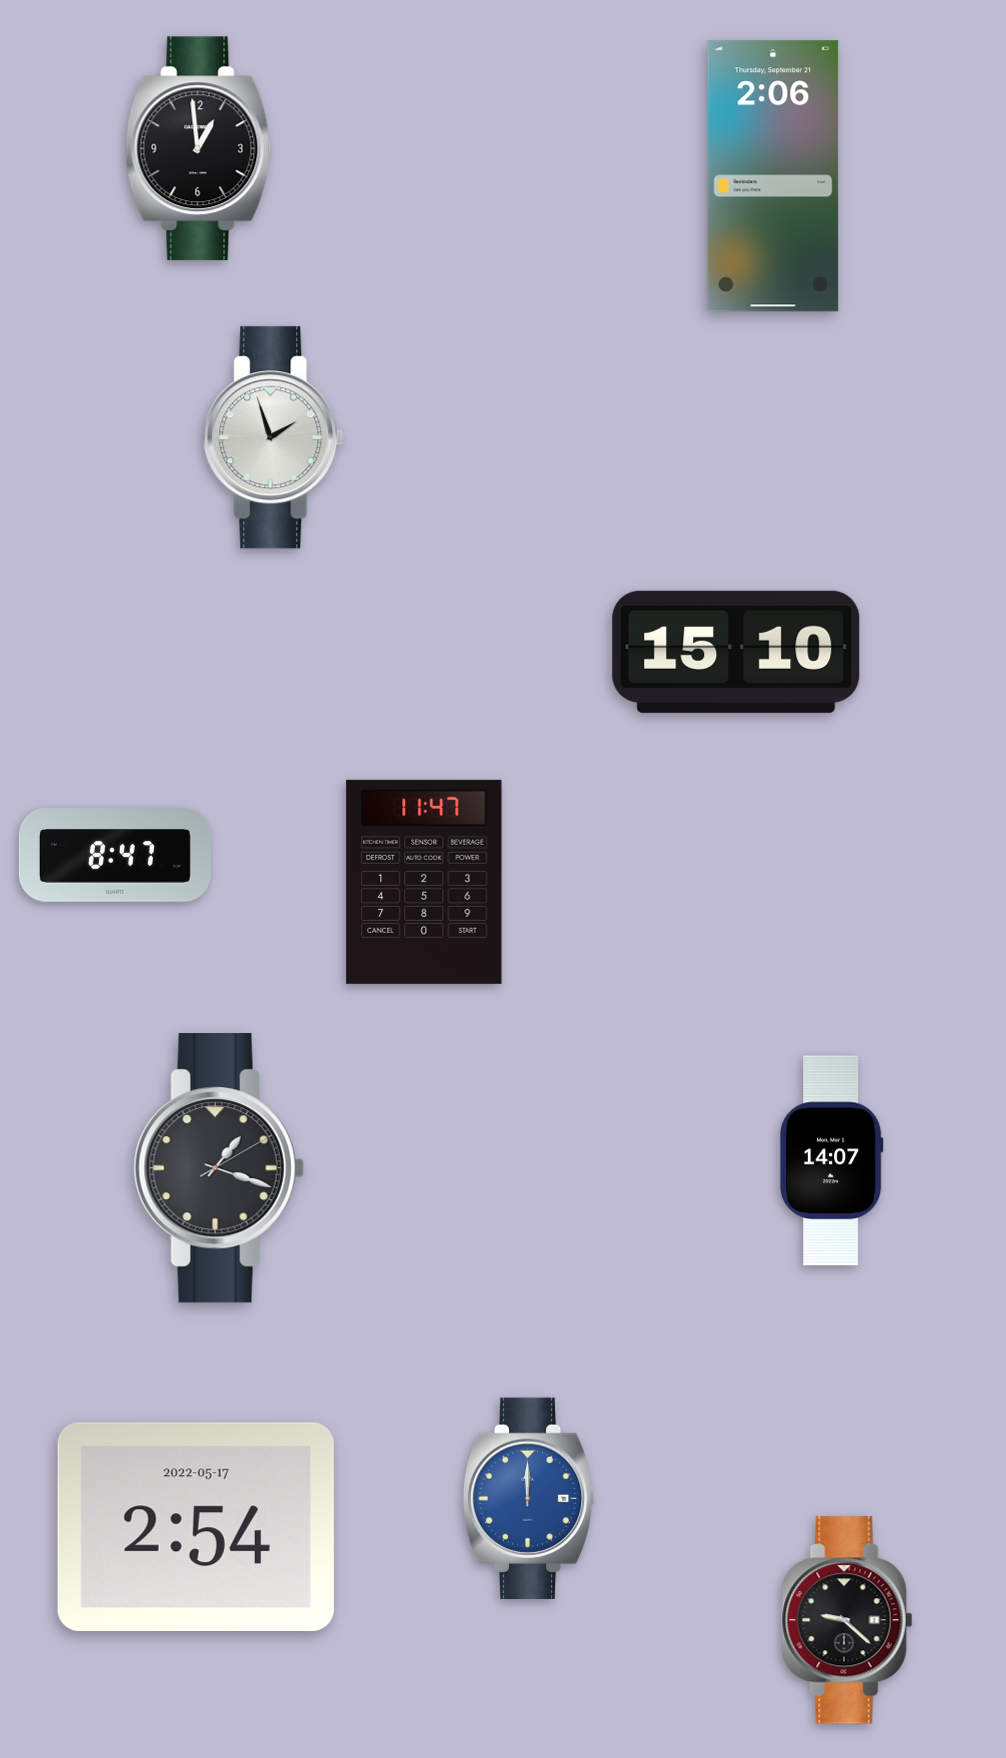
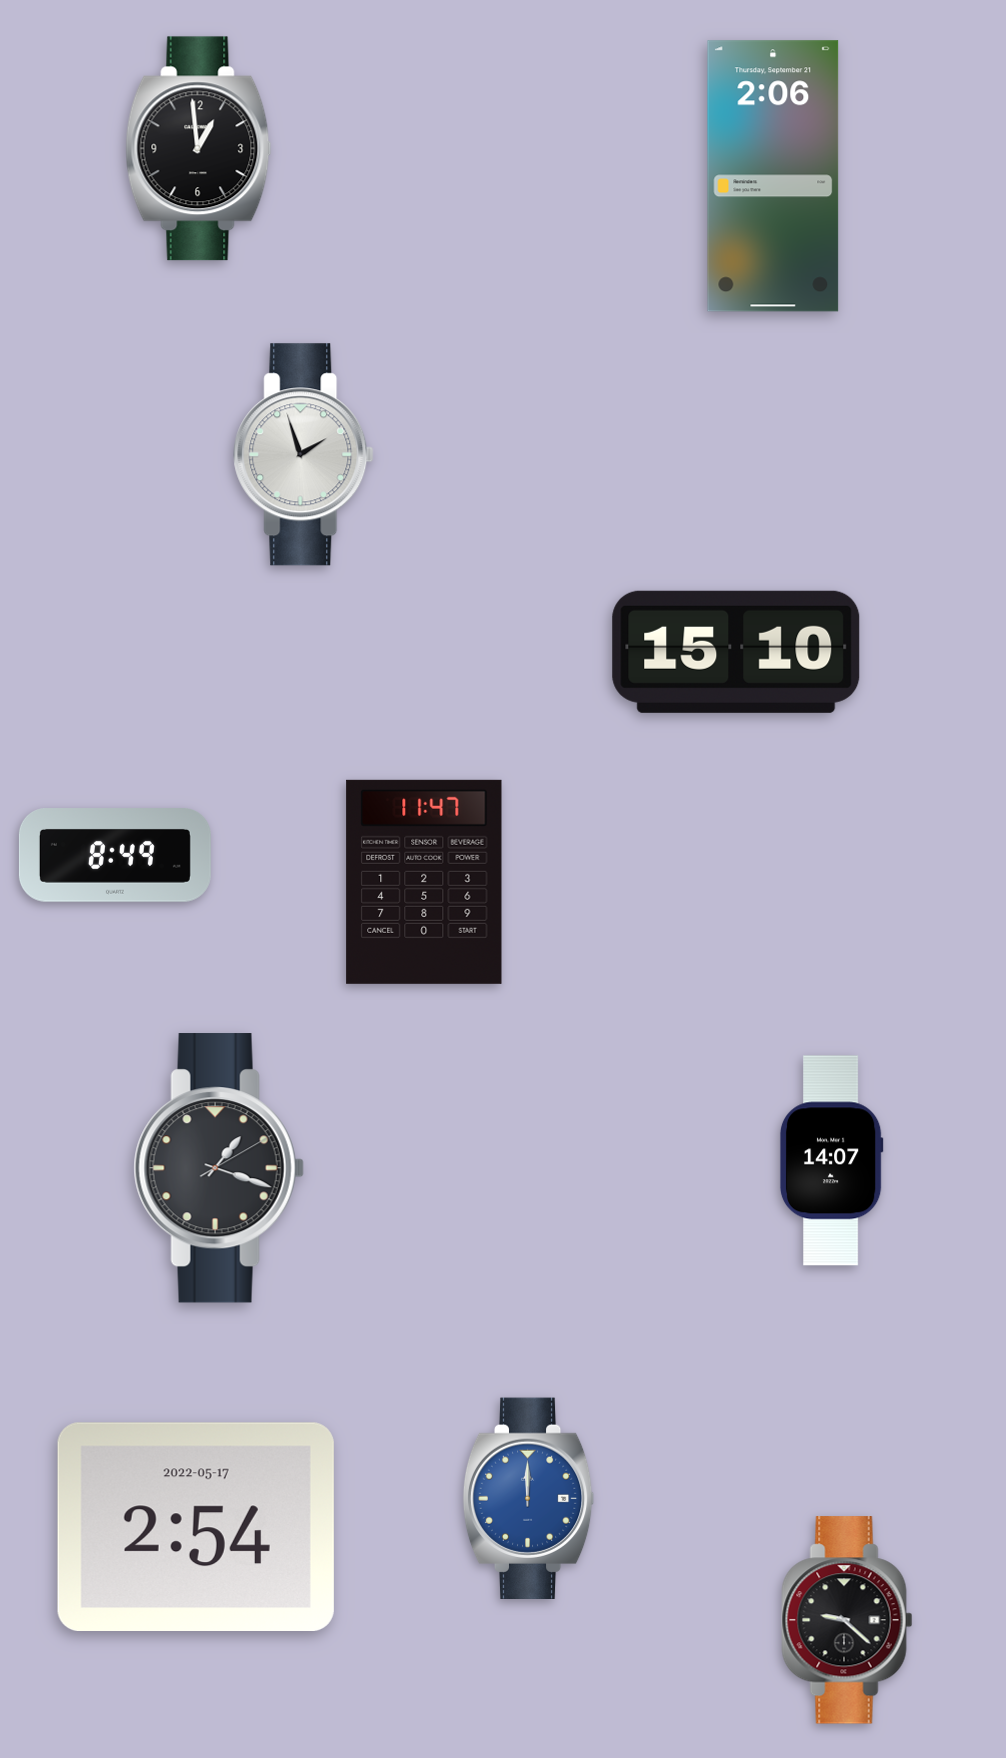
clock at (274, 438) position: (274, 438) -> (304, 455)
clock at (115, 855): 8:47 -> 8:49
